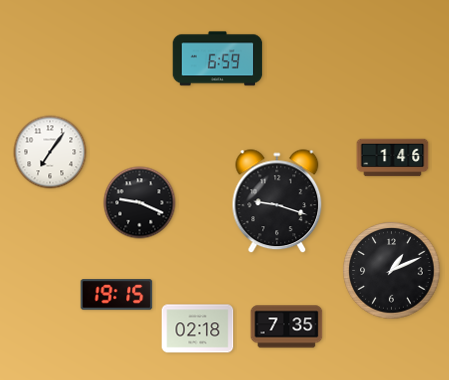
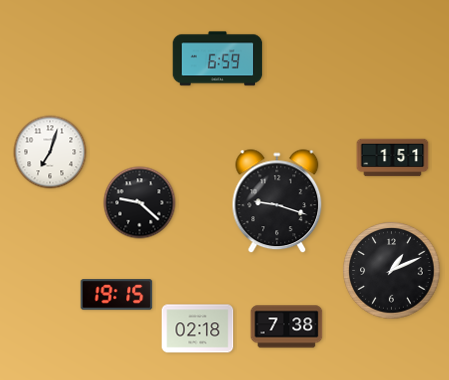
clock at (50, 152): 7:06 -> 7:03
clock at (393, 158): 1:46 -> 1:51
clock at (140, 203): 9:19 -> 9:22
clock at (287, 327): 7:35 -> 7:38
